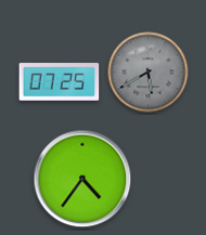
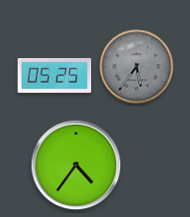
clock at (149, 73): 5:40 -> 5:36
clock at (60, 82): 07:25 -> 05:25
